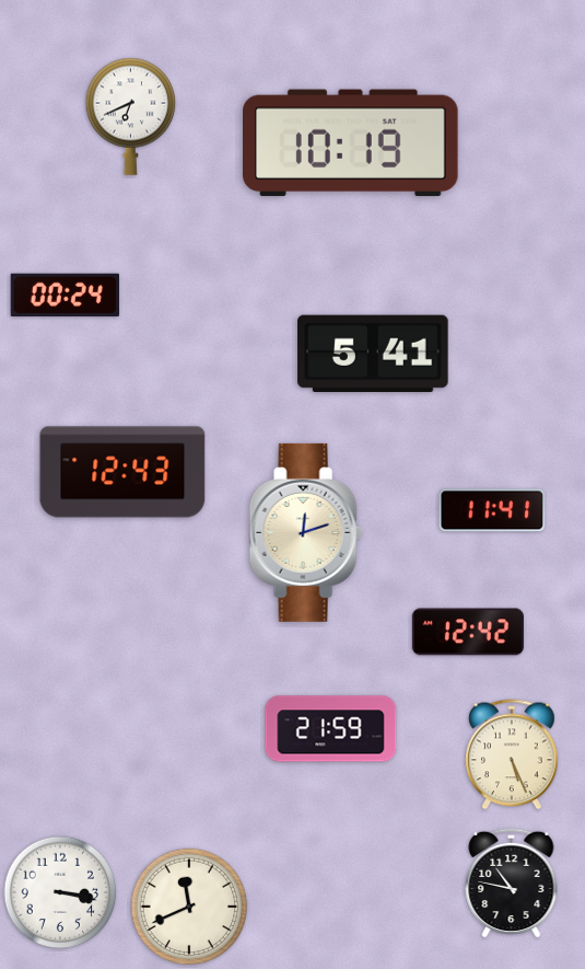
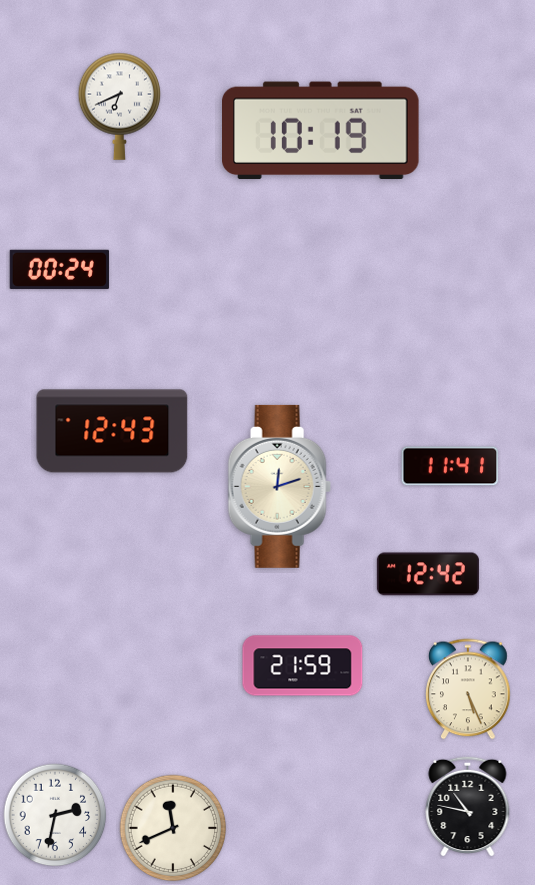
clock at (373, 353): 5:41 -> none
clock at (468, 632) position: (468, 632) -> (428, 574)
clock at (60, 892): 3:17 -> 2:32
